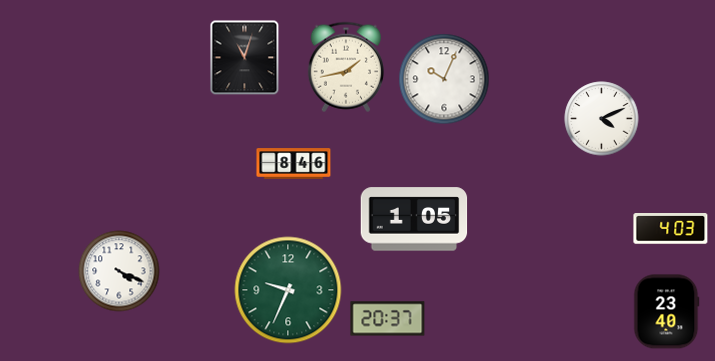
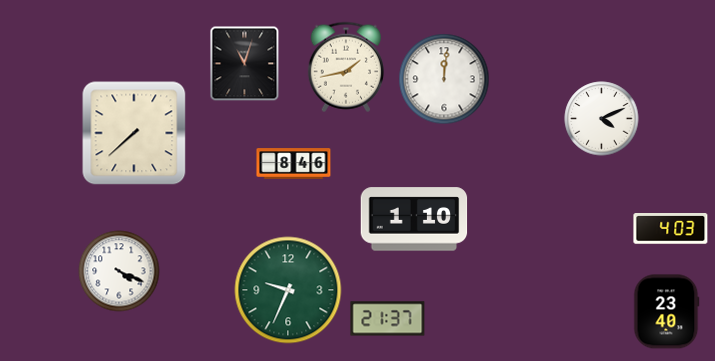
clock at (245, 58) position: (245, 58) -> (245, 64)
clock at (444, 79): 10:04 -> 12:01
clock at (134, 133): none -> 7:38
clock at (414, 219): 1:05 -> 1:10
clock at (388, 319): 20:37 -> 21:37
